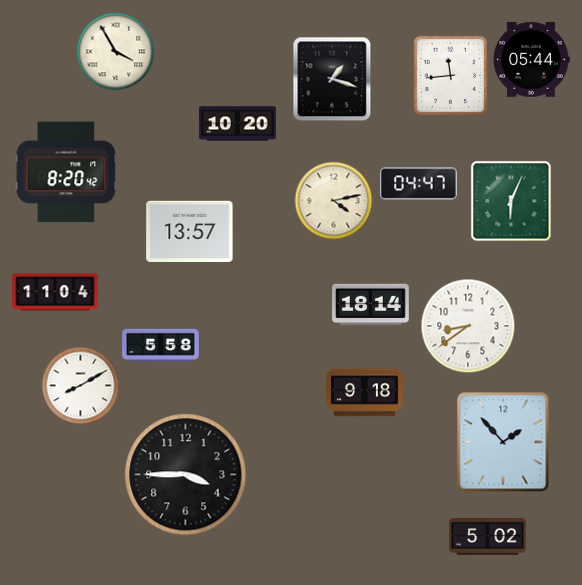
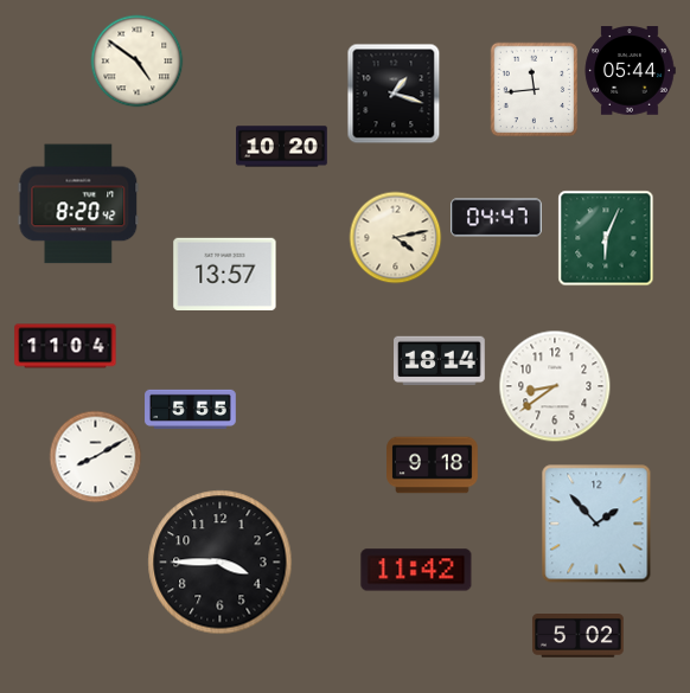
clock at (115, 51): 3:55 -> 4:51
clock at (161, 345): 5:58 -> 5:55
clock at (416, 570): none -> 11:42
